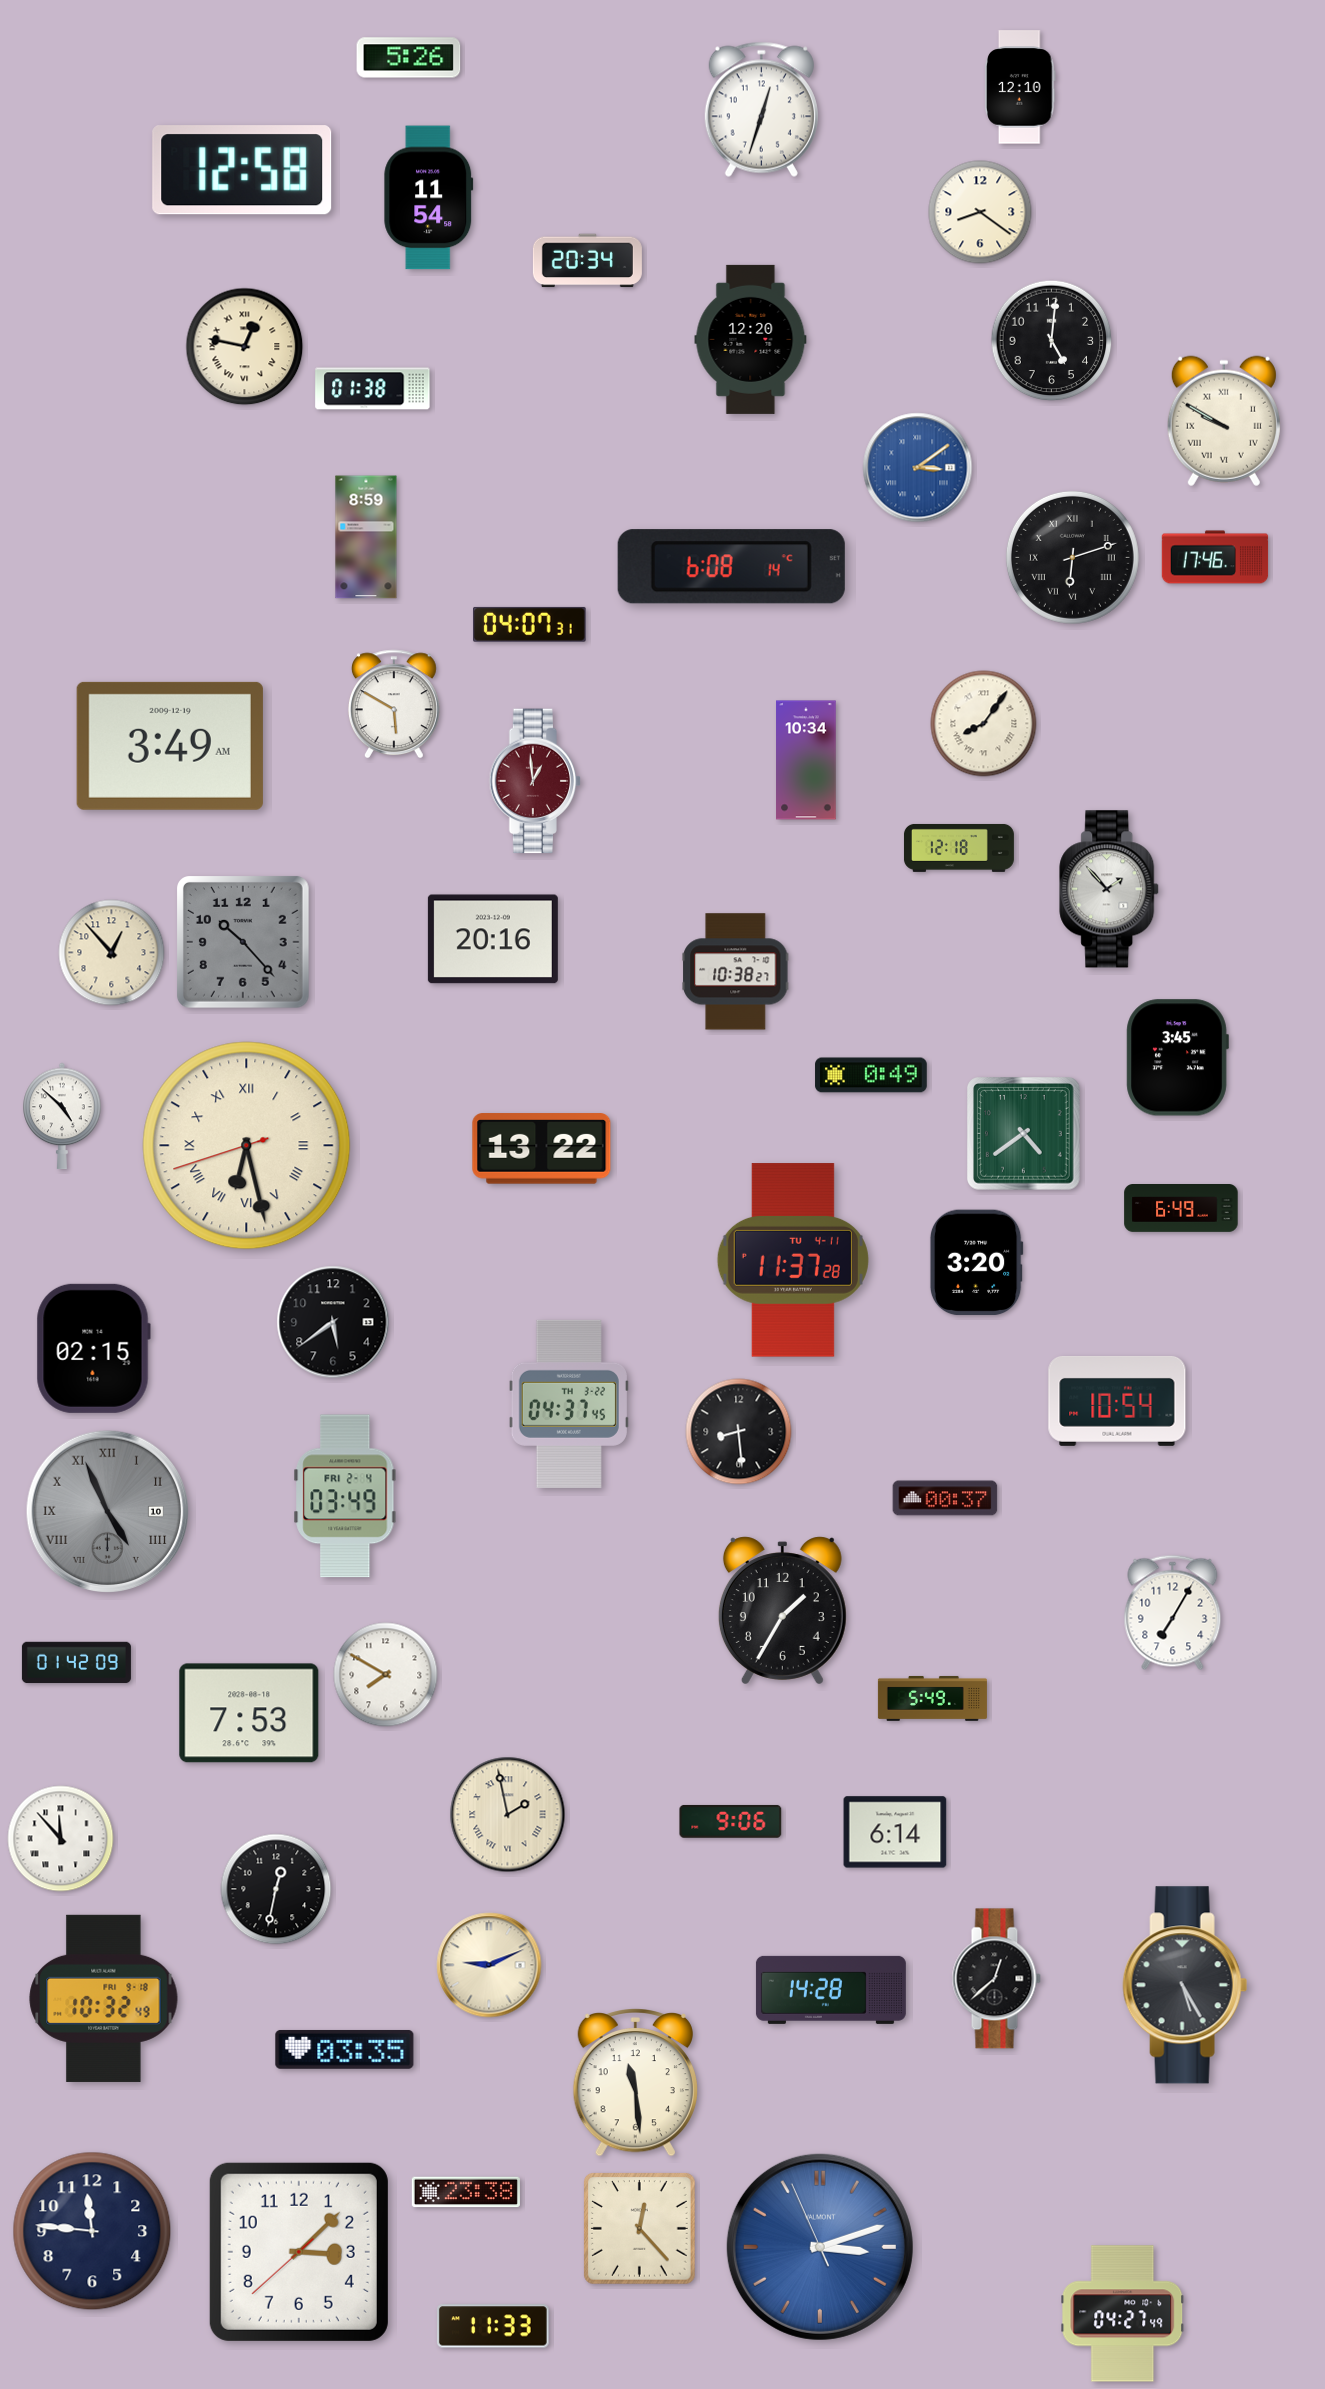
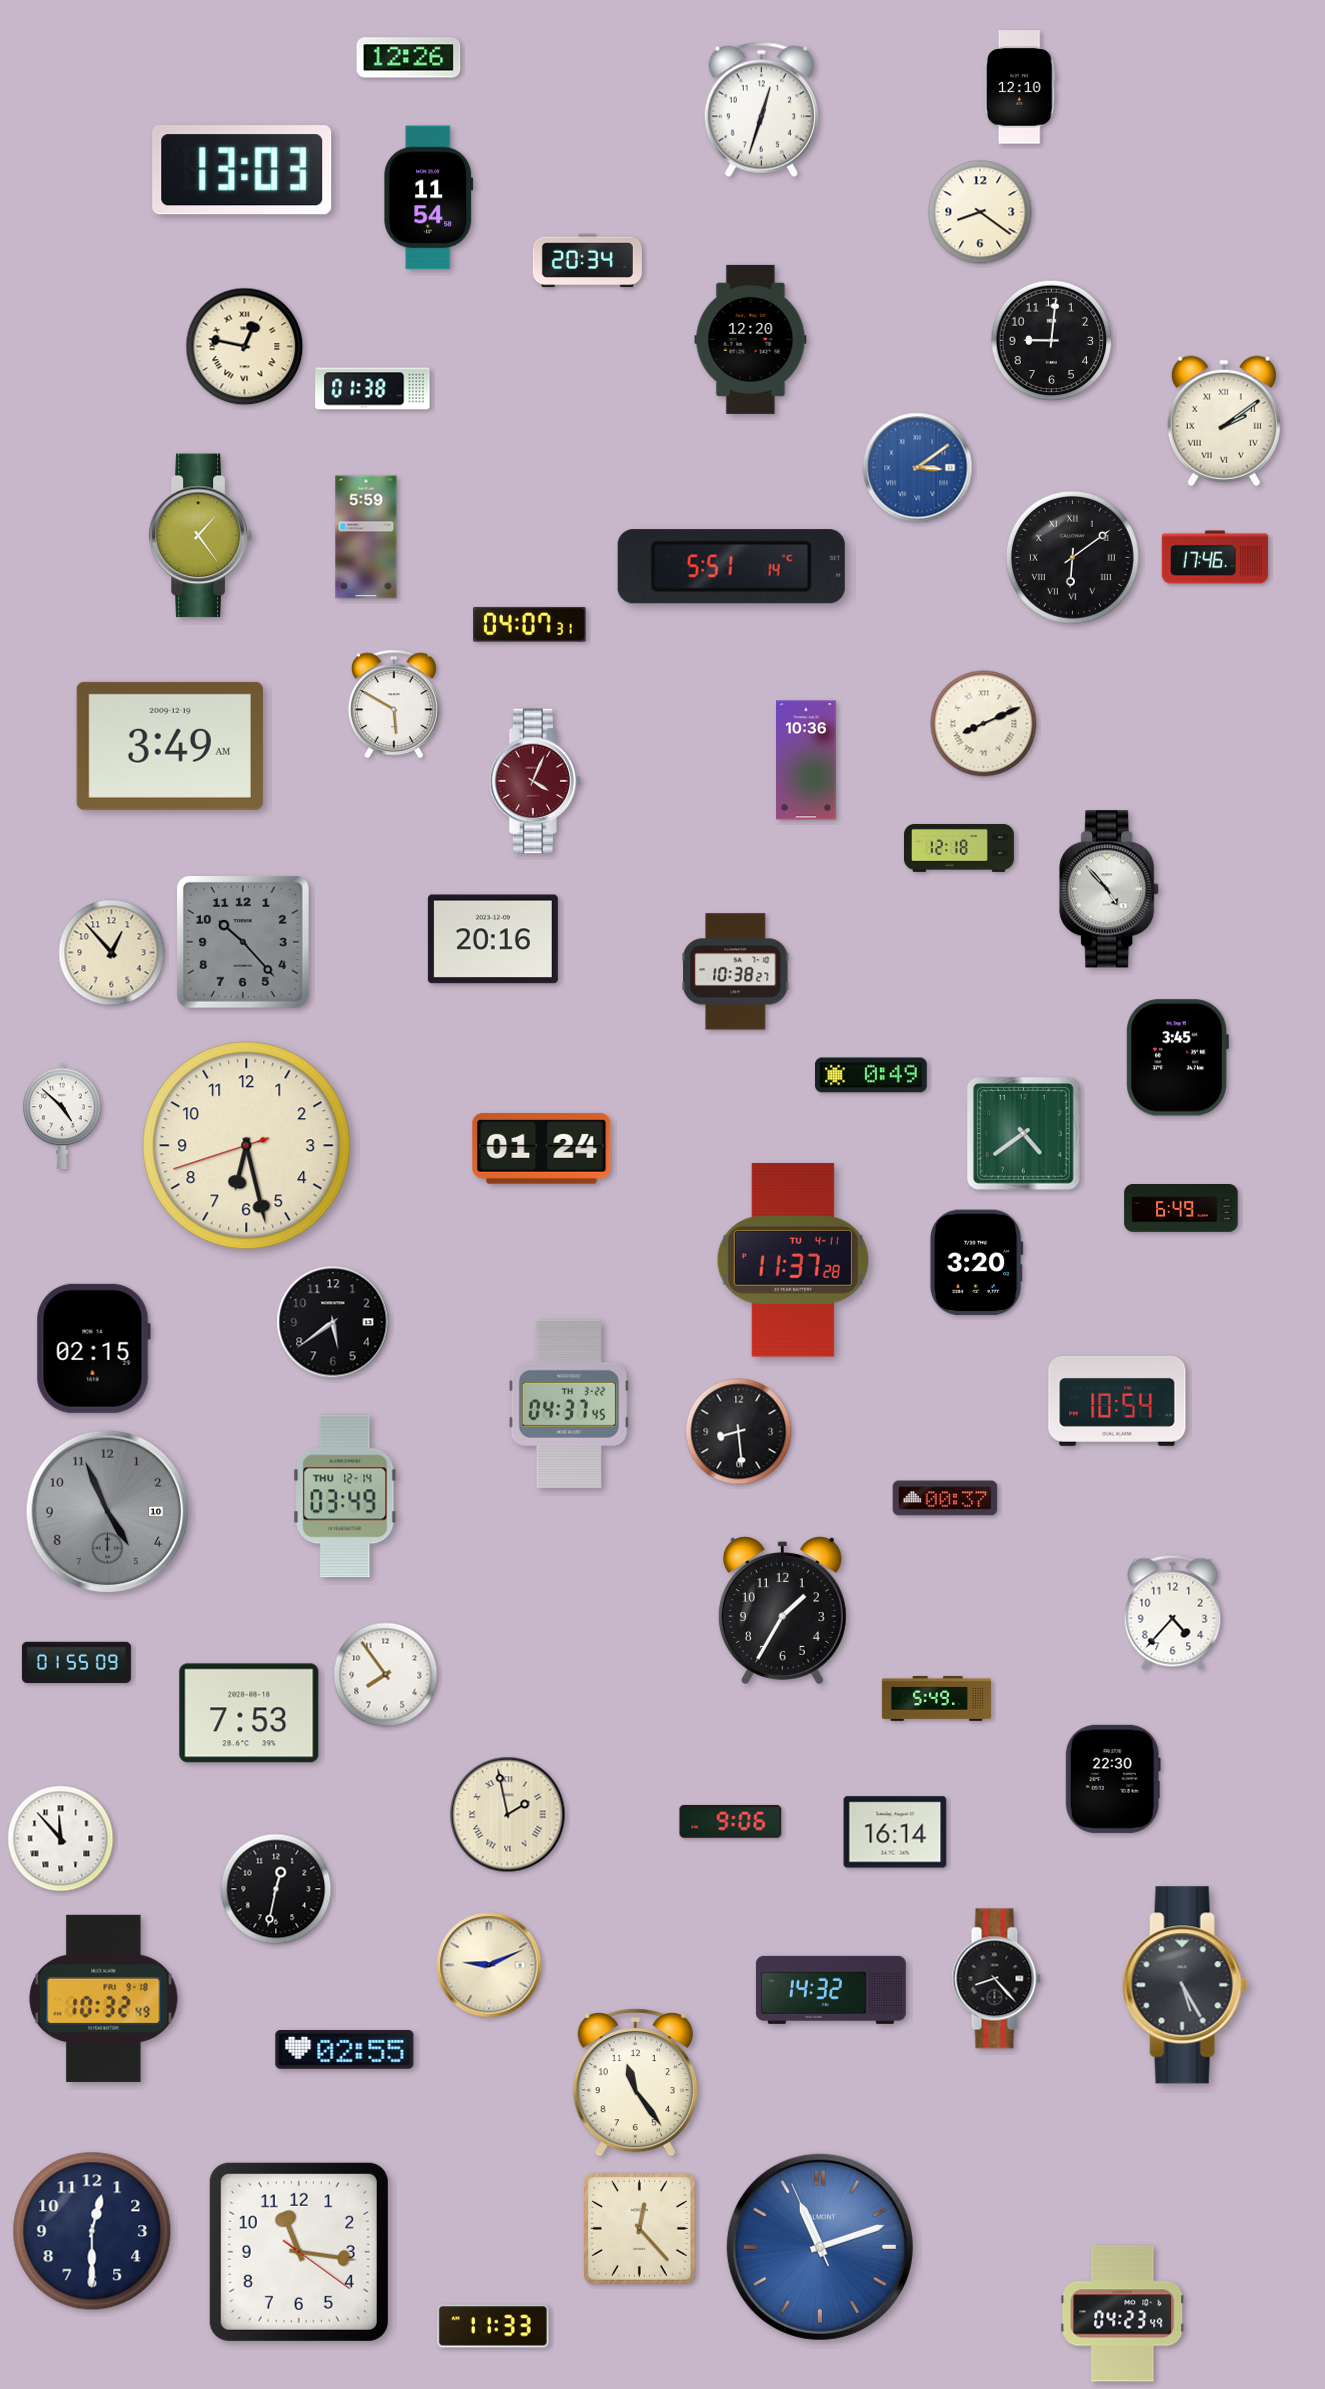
clock at (409, 58): 5:26 -> 12:26
clock at (242, 170): 12:58 -> 13:03
clock at (1052, 341): 5:01 -> 9:01
clock at (1224, 421): 9:50 -> 2:09
clock at (200, 536): none -> 1:24
clock at (366, 537): 8:59 -> 5:59
clock at (1072, 557): 6:12 -> 6:09
clock at (731, 567): 6:08 -> 5:51
clock at (984, 724): 8:06 -> 8:11
clock at (806, 760): 10:34 -> 10:36
clock at (535, 781): 12:59 -> 4:04
clock at (1110, 889): 1:53 -> 4:53
clock at (247, 1146) numerals: Roman -> Arabic
clock at (542, 1149): 13:22 -> 01:24
clock at (345, 1496) date: FRI 2-4 -> THU 12-14
clock at (108, 1512) numerals: Roman -> Arabic
clock at (1173, 1613): 7:05 -> 4:37
clock at (76, 1663): 01:42 -> 01:55
clock at (386, 1675): 7:50 -> 7:54
clock at (932, 1698) position: (932, 1698) -> (936, 1698)
clock at (1113, 1779): none -> 22:30
clock at (895, 1832): 6:14 -> 16:14
clock at (996, 1979): 12:38 -> 8:23
clock at (831, 1990): 14:28 -> 14:32
clock at (345, 2049): 03:35 -> 02:55
clock at (635, 2083): 11:29 -> 11:24
clock at (466, 2192): 23:38 -> none
clock at (92, 2231): 11:46 -> 12:30
clock at (820, 2247): 3:11 -> 11:11
clock at (299, 2252): 3:07 -> 11:16
clock at (1123, 2314): 04:27 -> 04:23
